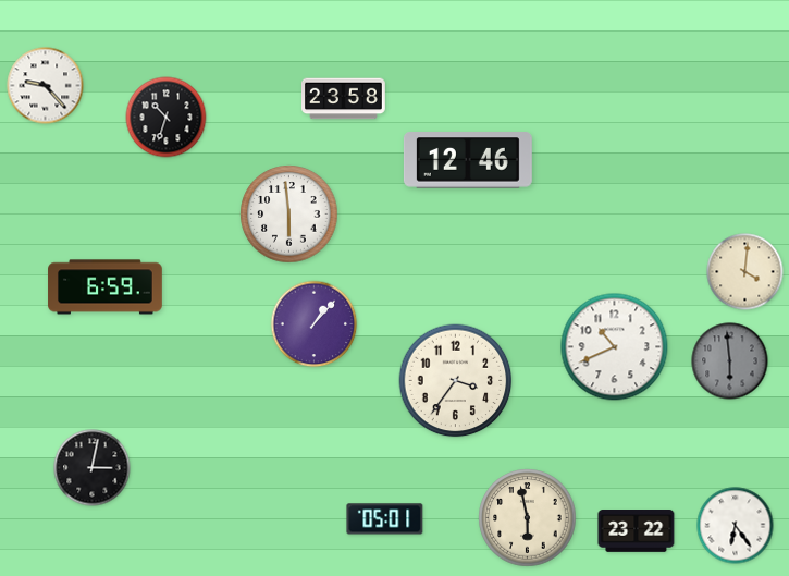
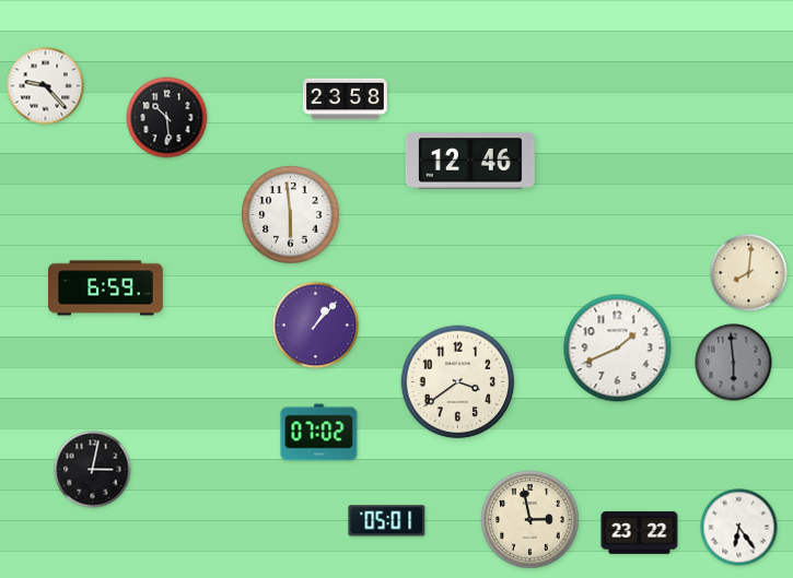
clock at (167, 118): 10:33 -> 10:29
clock at (745, 272): 4:01 -> 8:01
clock at (615, 347): 10:41 -> 1:41
clock at (456, 381): 3:36 -> 3:39
clock at (319, 433): none -> 07:02
clock at (528, 518): 5:58 -> 2:58
